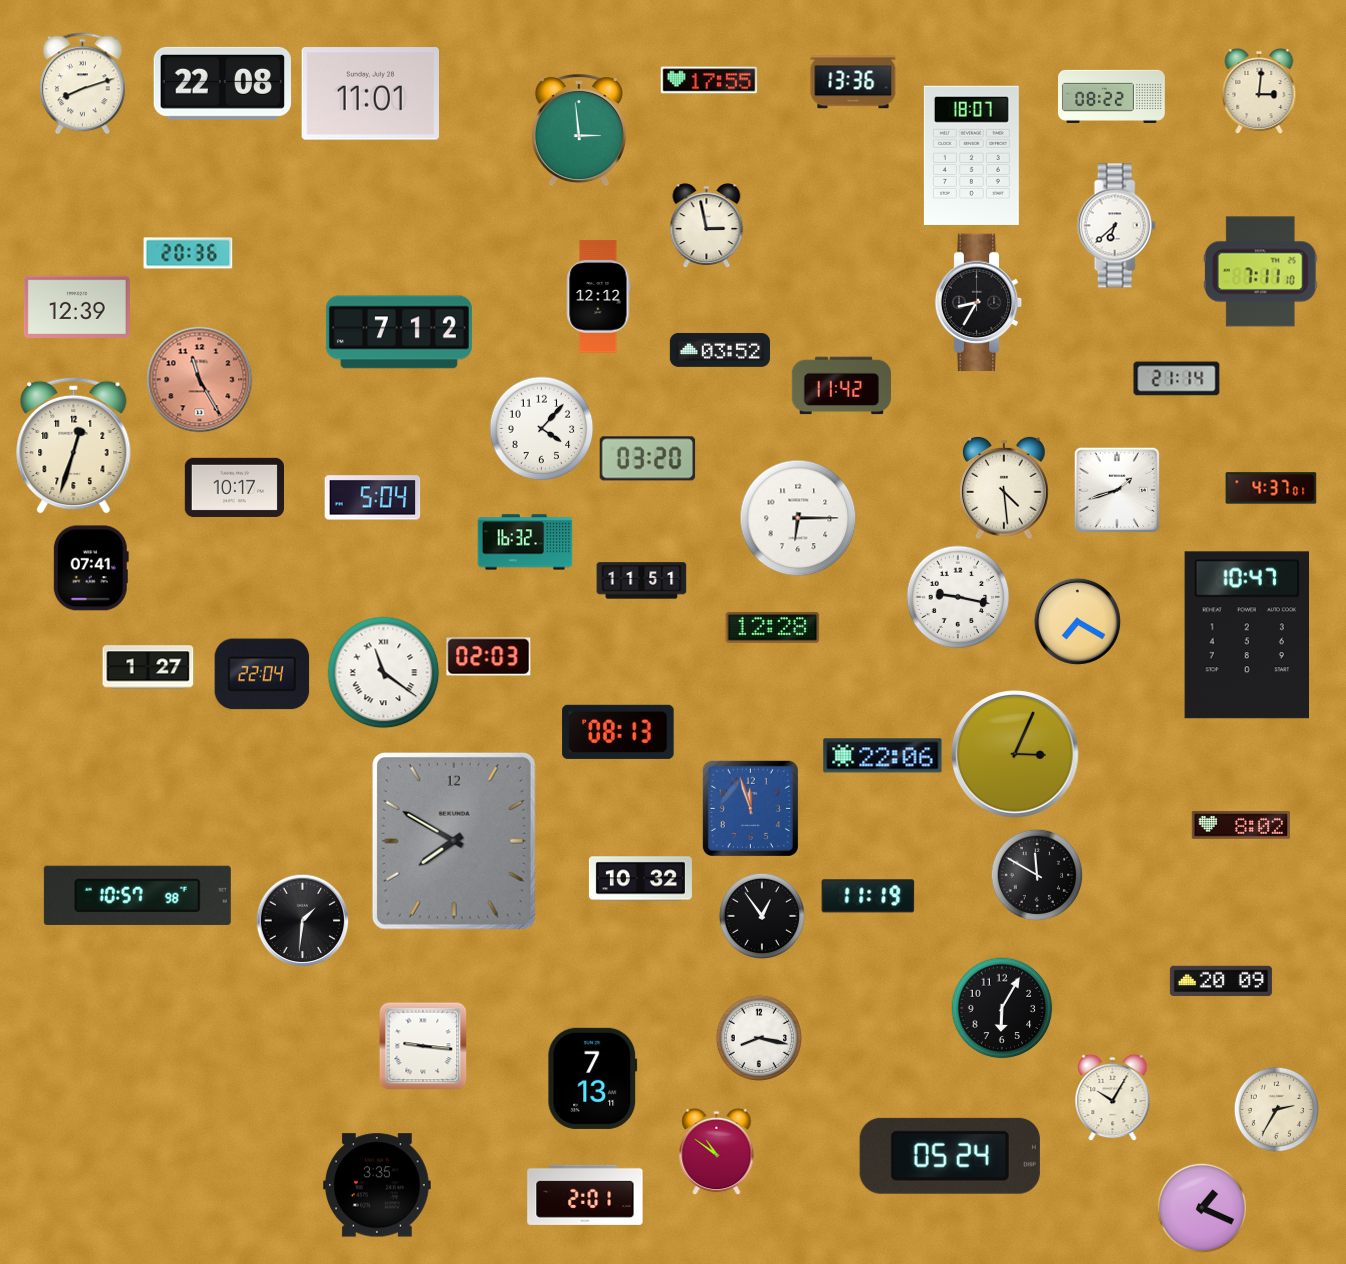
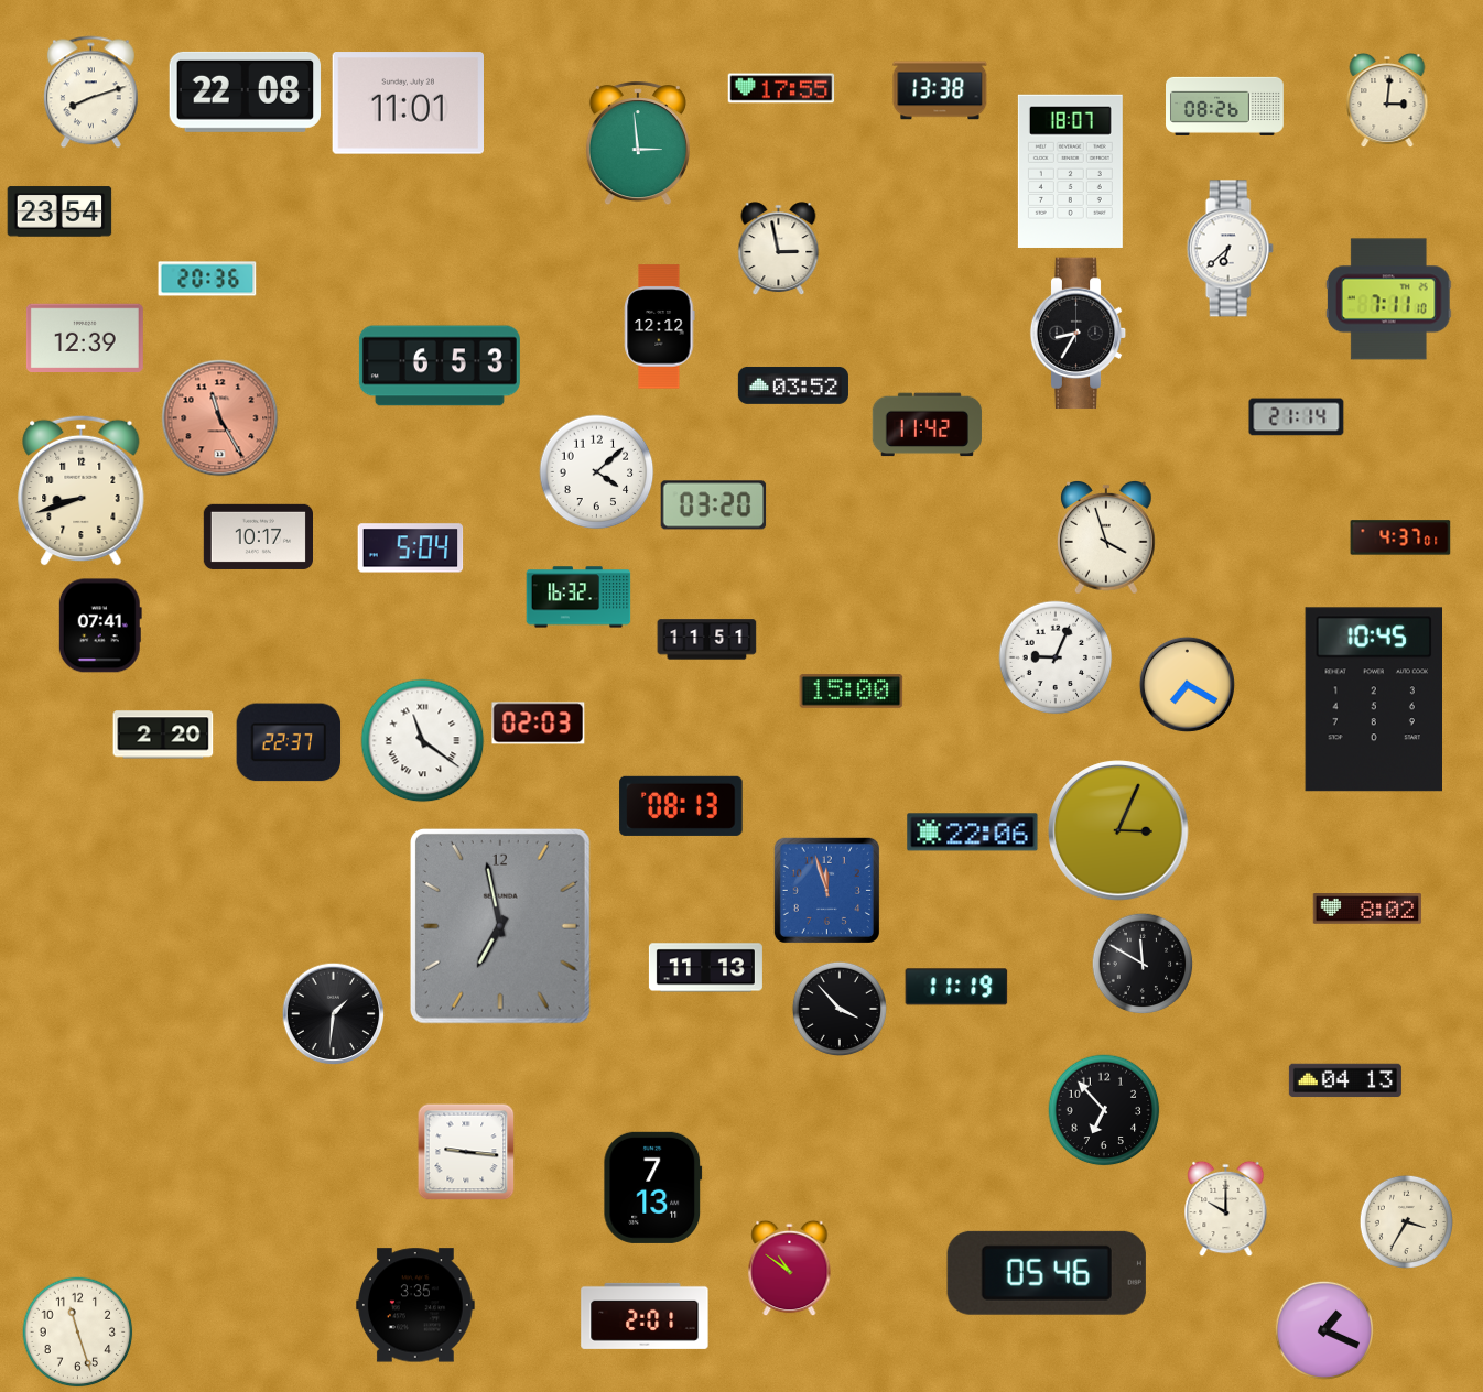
clock at (853, 82): 13:36 -> 13:38
clock at (1112, 96): 08:22 -> 08:26
clock at (59, 211): none -> 23:54
clock at (399, 332): 7:12 -> 6:53
clock at (542, 429): 4:07 -> 4:08
clock at (74, 445): 12:33 -> 8:42
clock at (1005, 488): 4:29 -> 3:57
clock at (1117, 490): 1:42 -> none
clock at (798, 518): 6:15 -> none
clock at (958, 597): 9:17 -> 9:04
clock at (773, 627): 12:28 -> 15:00
clock at (1246, 635): 10:47 -> 10:45
clock at (148, 667): 1:27 -> 2:20
clock at (262, 674): 22:04 -> 22:37
clock at (454, 841): 7:50 -> 6:58
clock at (640, 879): 10:32 -> 11:13
clock at (137, 895): 10:57 -> none
clock at (761, 915): 12:54 -> 3:53
clock at (1221, 981): 20:09 -> 04:13
clock at (1002, 1008): 6:05 -> 6:53
clock at (758, 1037): 8:17 -> none
clock at (1113, 1097): 10:05 -> 10:00
clock at (1276, 1109): 2:35 -> 3:35
clock at (950, 1156): 05:24 -> 05:46
clock at (78, 1333): none -> 11:27
